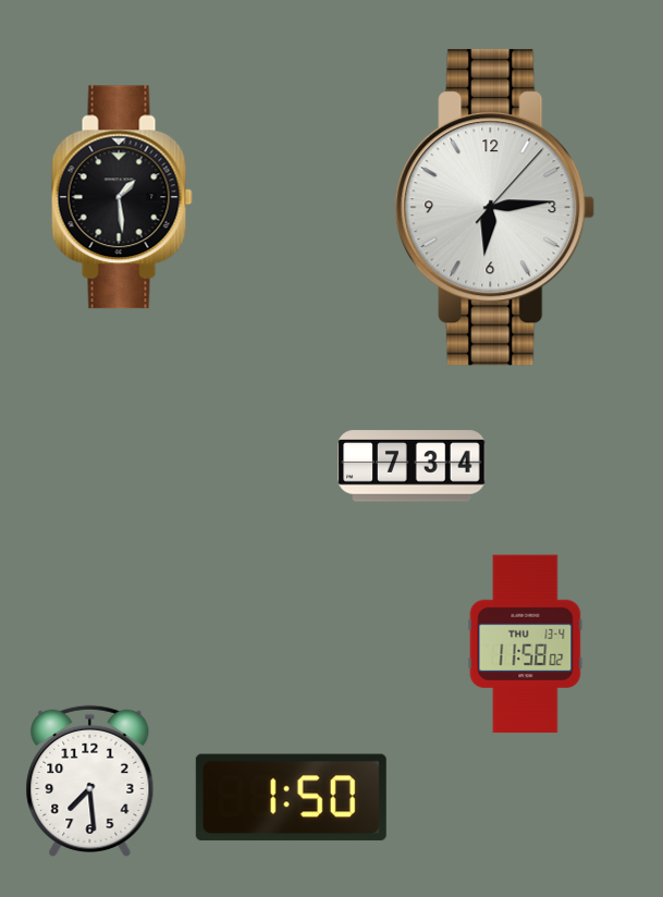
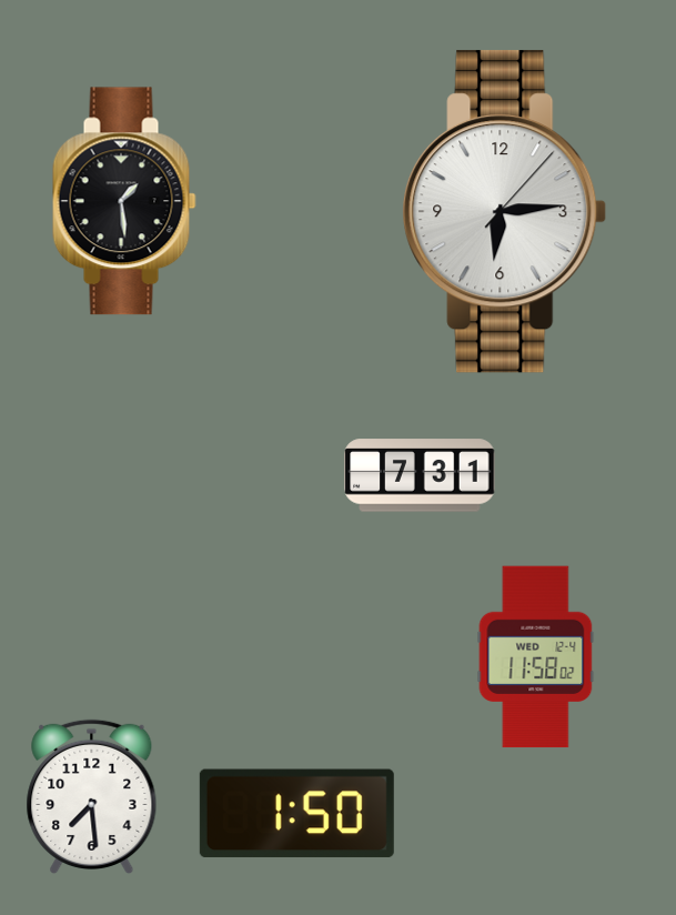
clock at (412, 466): 7:34 -> 7:31
clock at (526, 644) date: THU 13-4 -> WED 12-4
